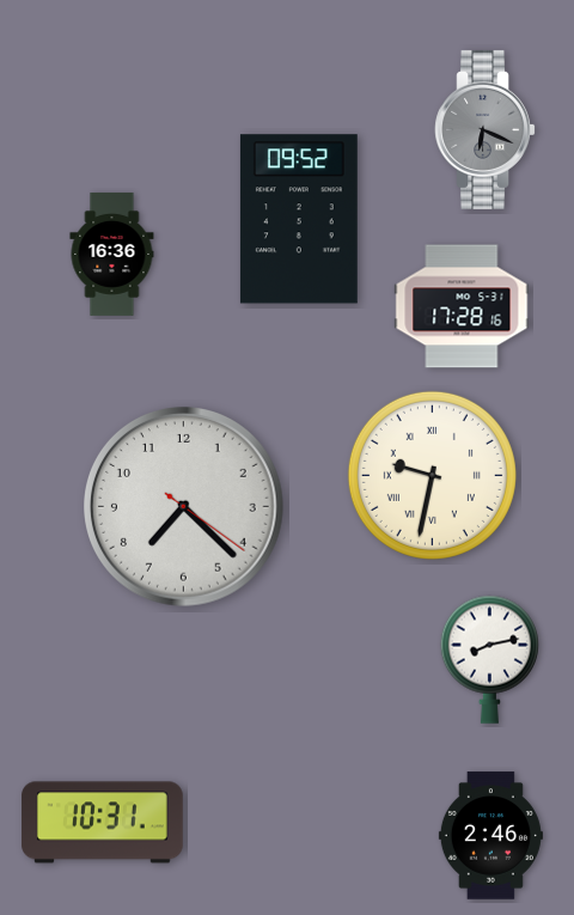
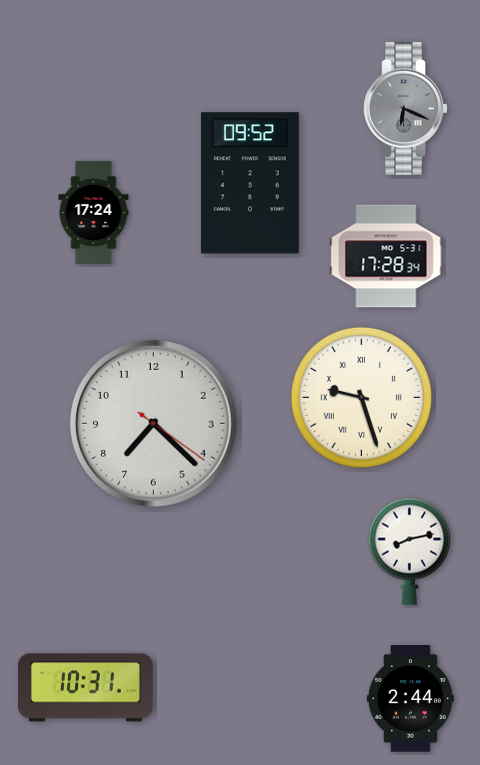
clock at (112, 254): 16:36 -> 17:24
clock at (462, 306): 17:28:16 -> 17:28:34
clock at (432, 475): 9:32 -> 9:27
clock at (490, 836): 2:46 -> 2:44
